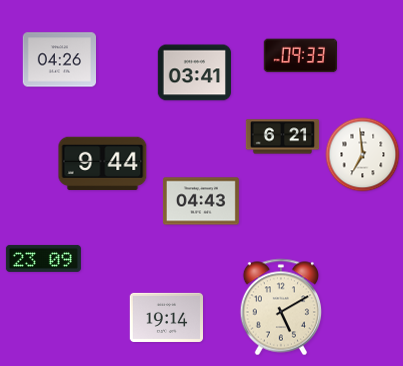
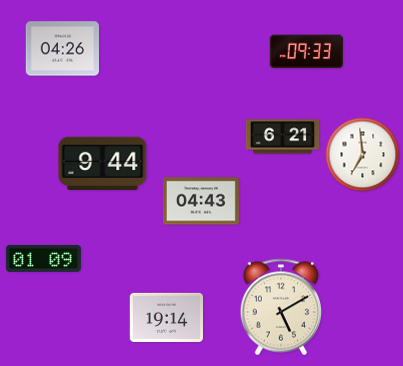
clock at (300, 56) position: (300, 56) -> (306, 52)
clock at (60, 60) position: (60, 60) -> (63, 49)
clock at (195, 73): 03:41 -> none
clock at (43, 258): 23:09 -> 01:09
